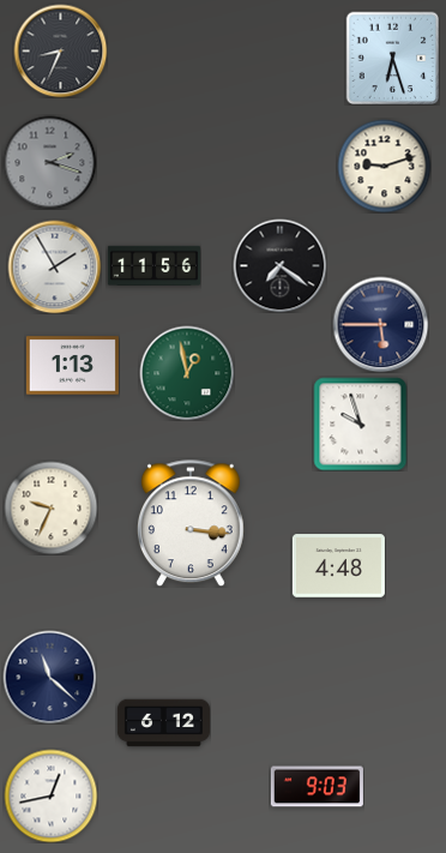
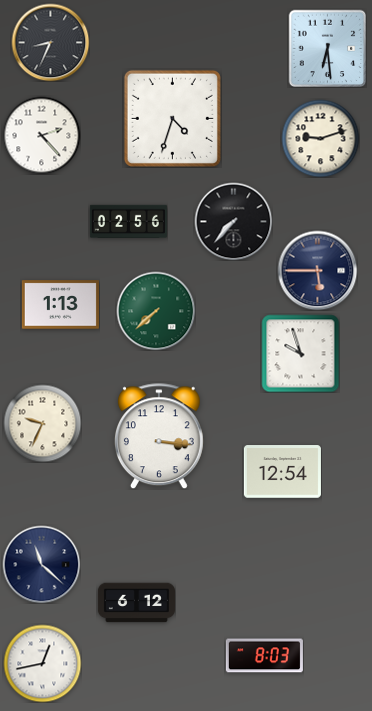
clock at (392, 58): 6:27 -> 6:29
clock at (172, 118): none -> 4:33
clock at (49, 162): 2:18 -> 2:23
clock at (49, 162) dial: grey -> white
clock at (279, 265): 7:21 -> 7:37
clock at (54, 266): 1:55 -> none
clock at (153, 266): 11:56 -> 02:56
clock at (187, 373): 12:58 -> 7:38
clock at (338, 566): 4:48 -> 12:54
clock at (317, 787): 9:03 -> 8:03
